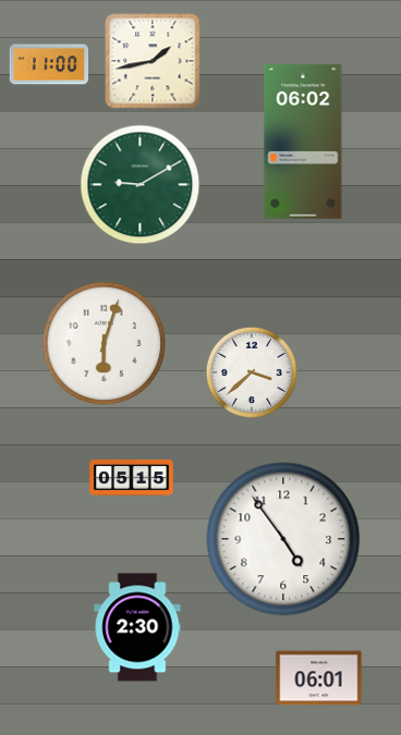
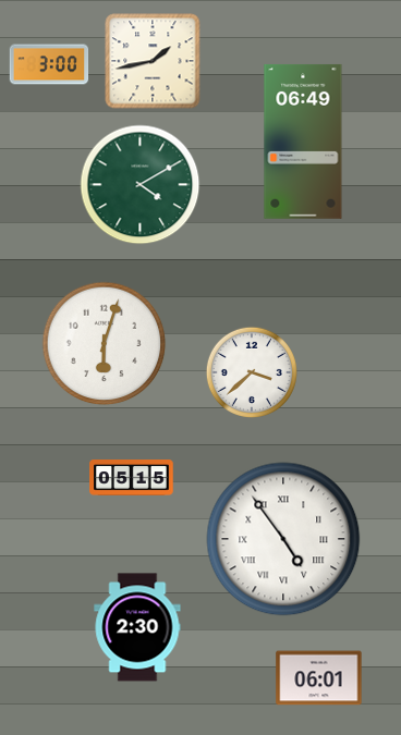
clock at (49, 64): 11:00 -> 3:00
clock at (303, 142): 06:02 -> 06:49
clock at (141, 185): 9:10 -> 4:10
clock at (283, 539) numerals: Arabic -> Roman
